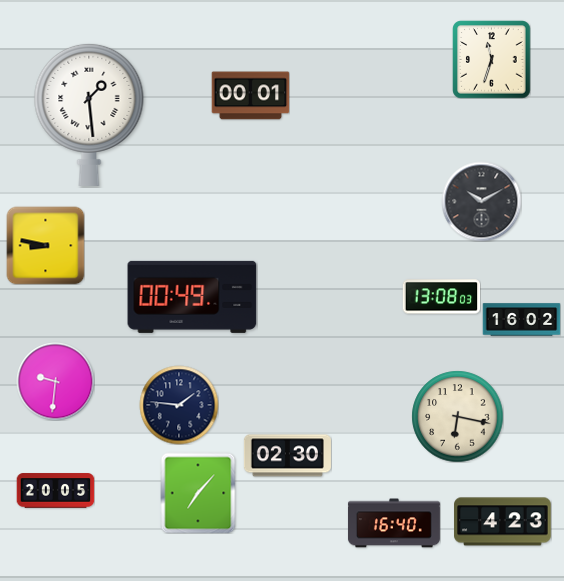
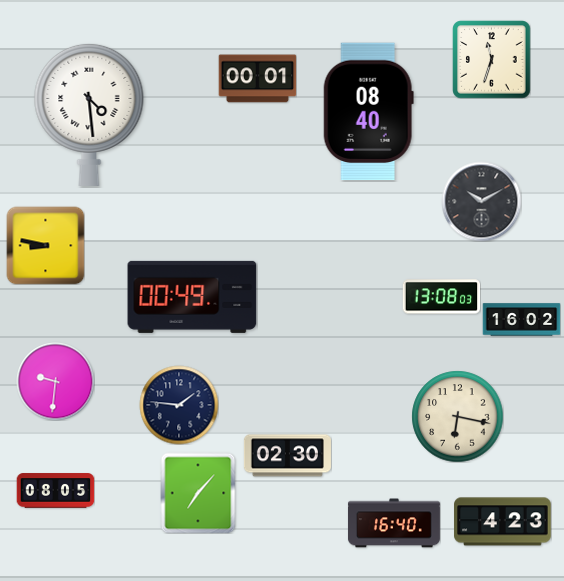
clock at (250, 96) position: (250, 96) -> (257, 79)
clock at (368, 112): none -> 08:40
clock at (89, 114): 1:29 -> 4:29
clock at (55, 491): 20:05 -> 08:05
